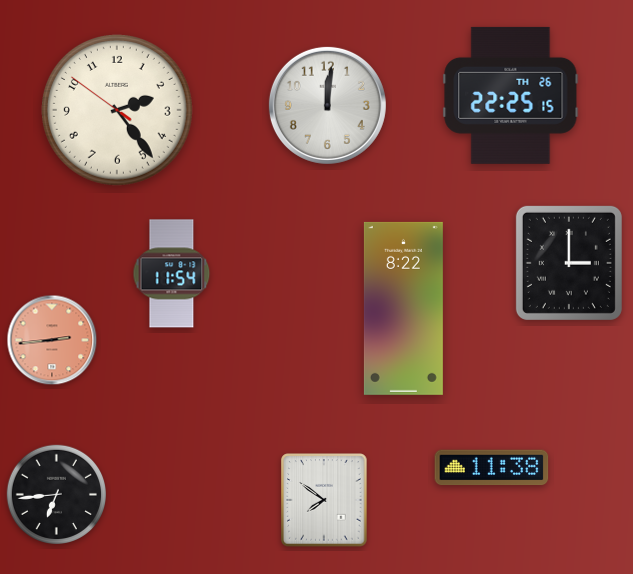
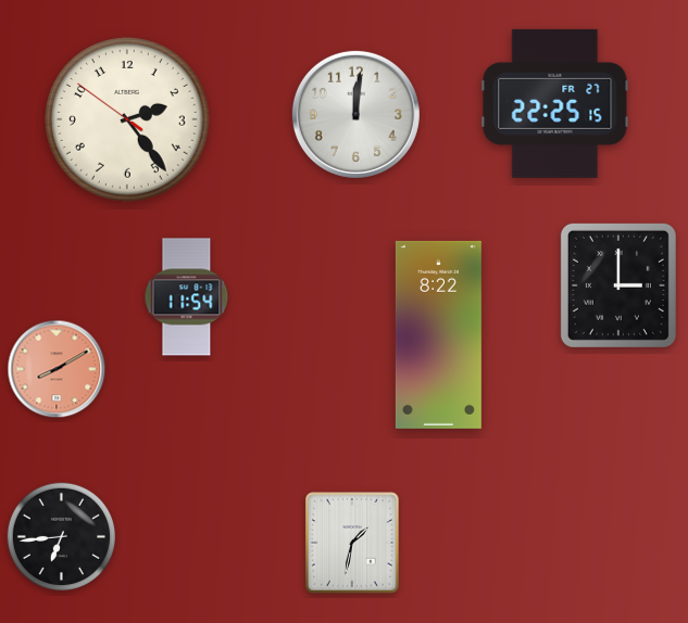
clock at (511, 95) date: TH 26 -> FR 27
clock at (52, 340): 2:44 -> 8:10
clock at (492, 468): 11:38 -> none
clock at (324, 500): 7:51 -> 1:32
